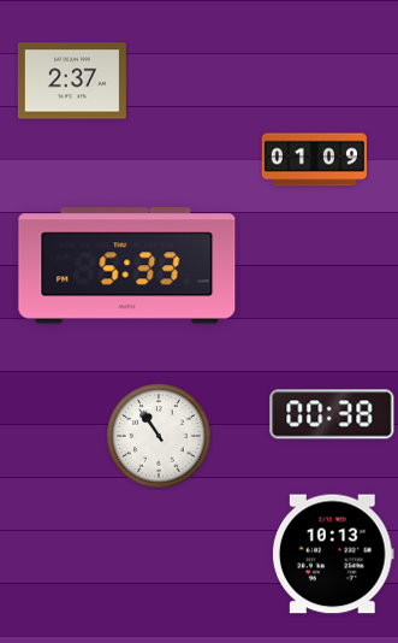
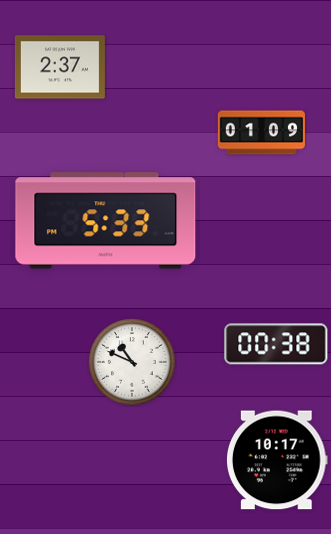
clock at (159, 436): 10:54 -> 10:49
clock at (333, 554): 10:13 -> 10:17
